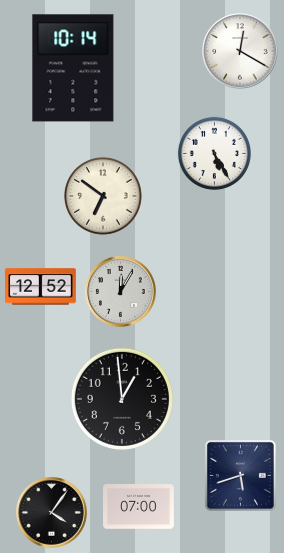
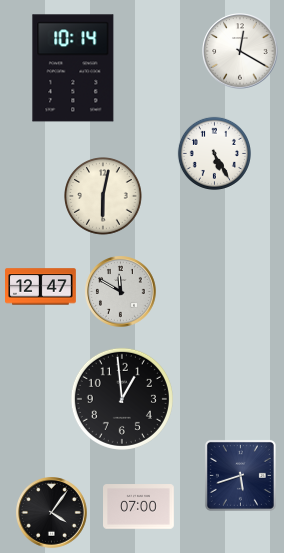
clock at (104, 197): 6:51 -> 6:02
clock at (41, 287): 12:52 -> 12:47
clock at (121, 292): 12:05 -> 11:50
